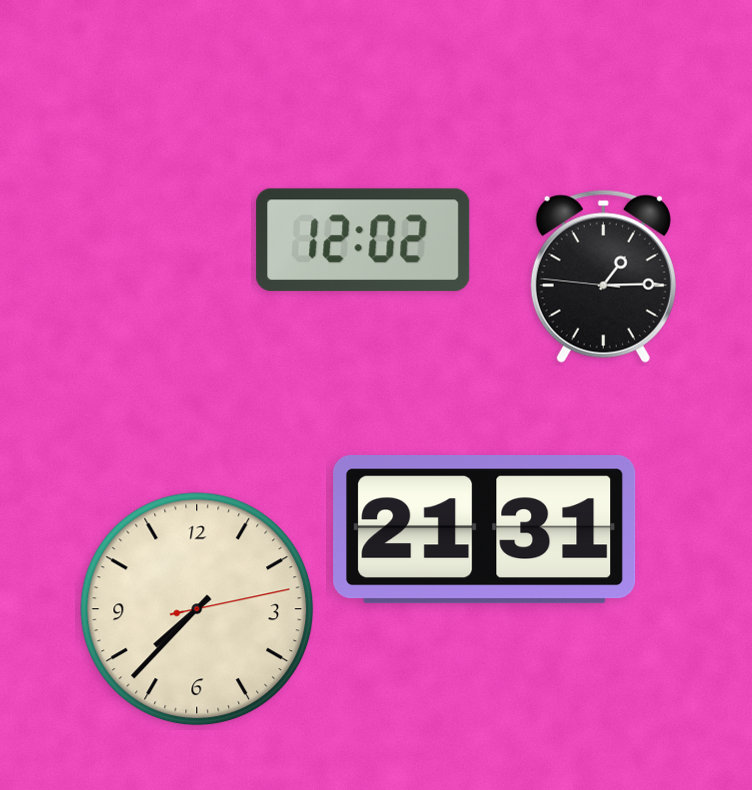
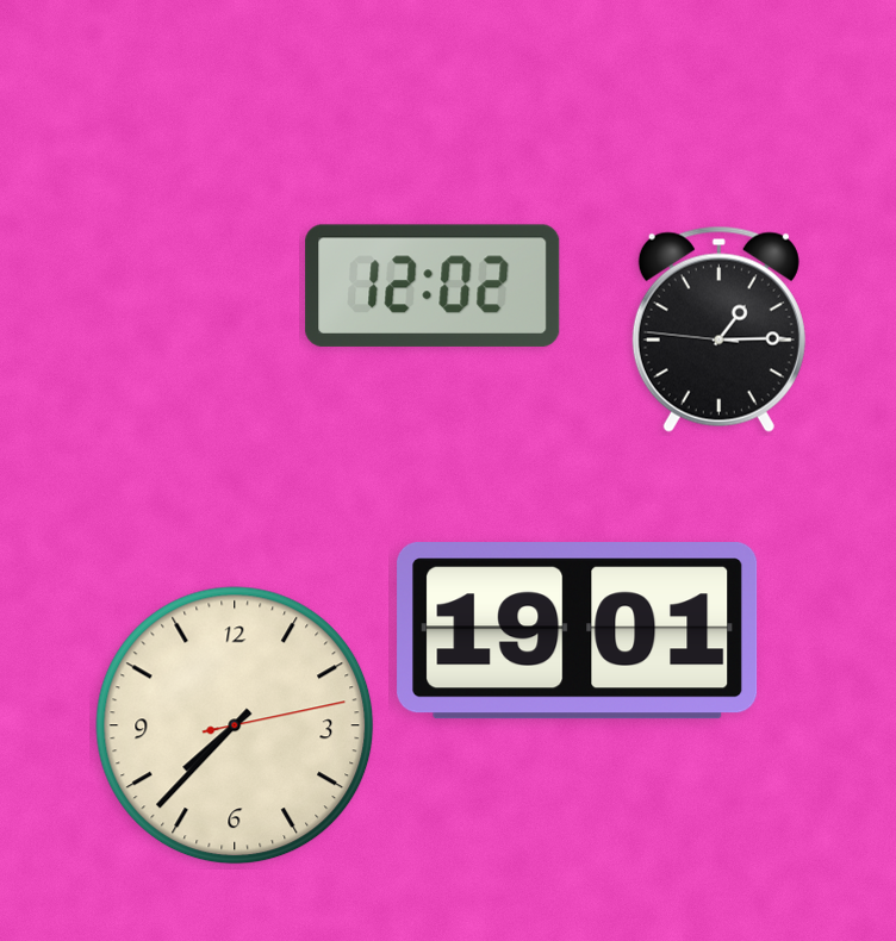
clock at (485, 530): 21:31 -> 19:01
